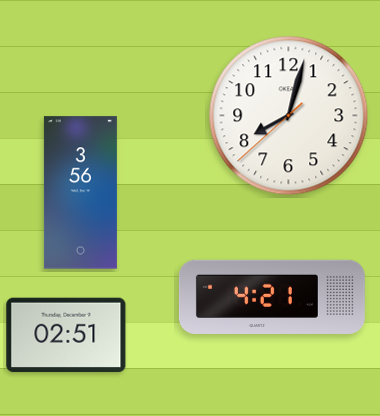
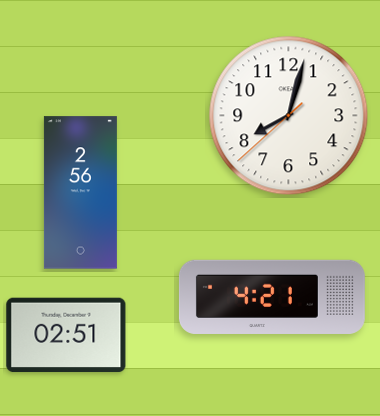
clock at (80, 193): 3:56 -> 2:56
